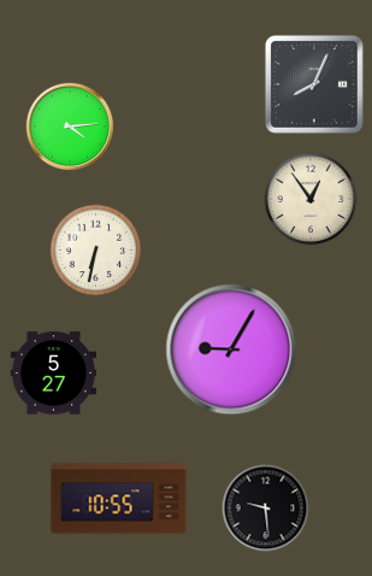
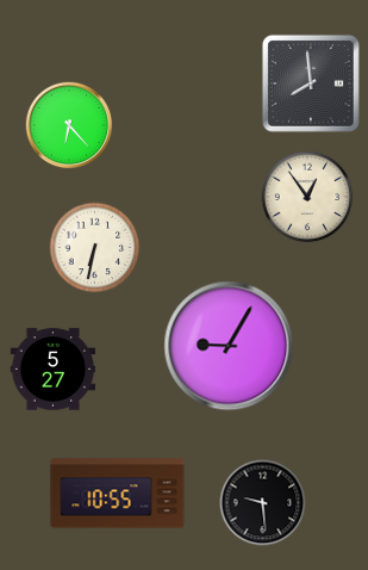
clock at (314, 84): 8:04 -> 7:59
clock at (70, 127): 4:14 -> 6:23
